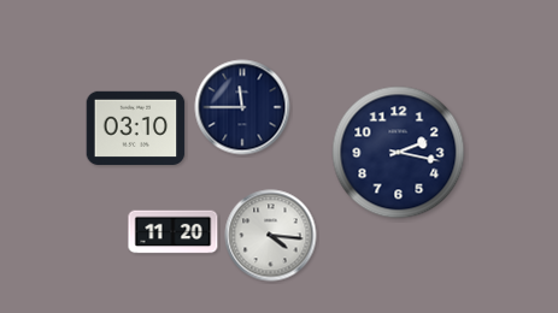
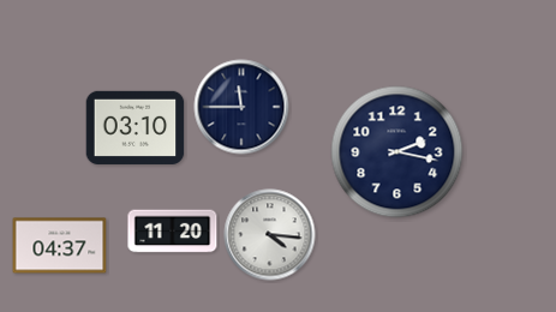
clock at (60, 246): none -> 04:37
